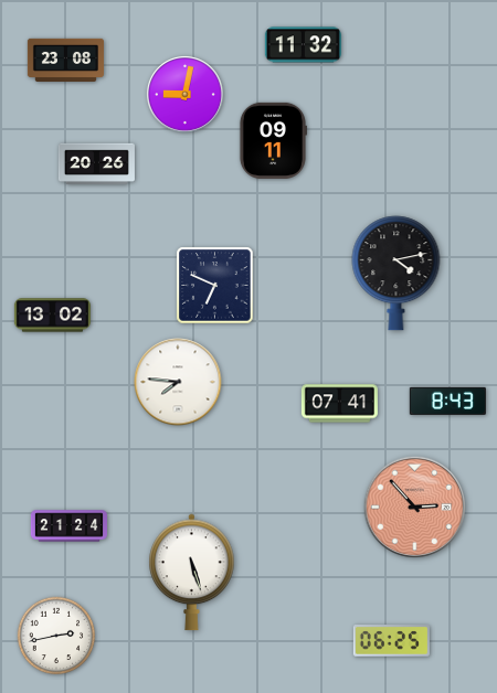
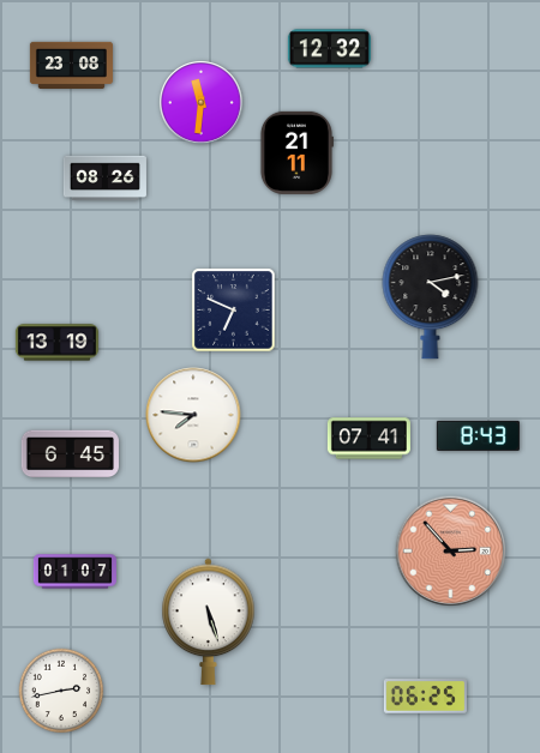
clock at (303, 45): 11:32 -> 12:32
clock at (184, 94): 9:02 -> 11:31
clock at (273, 140): 09:11 -> 21:11
clock at (96, 164): 20:26 -> 08:26
clock at (52, 316): 13:02 -> 13:19
clock at (447, 401) position: (447, 401) -> (478, 435)
clock at (70, 454): none -> 6:45
clock at (68, 526): 21:24 -> 01:07
